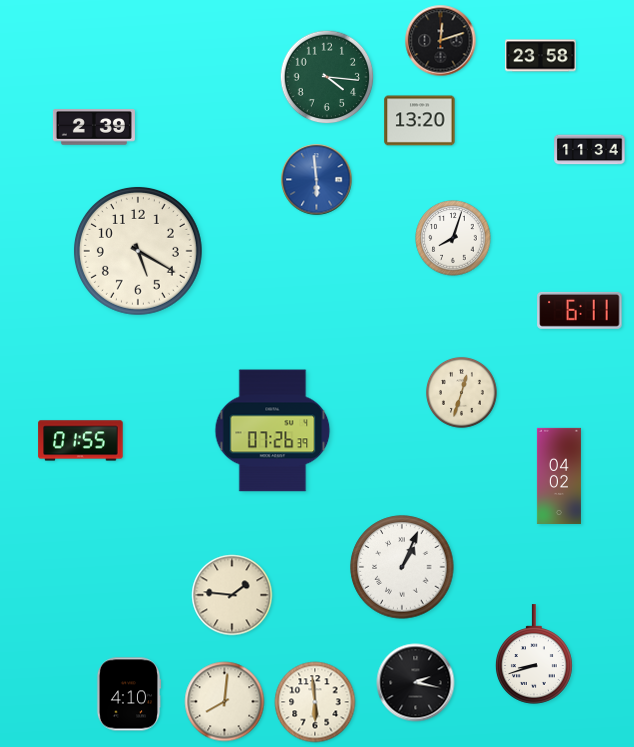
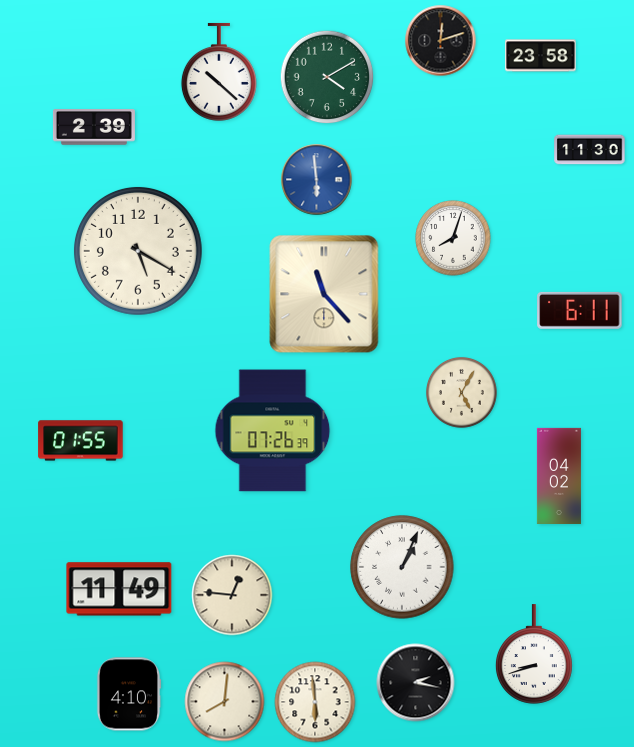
clock at (219, 72): none -> 10:22
clock at (327, 77): 4:16 -> 4:10
clock at (420, 121): 13:20 -> none
clock at (590, 150): 11:34 -> 11:30
clock at (324, 294): none -> 11:23
clock at (461, 392): 12:33 -> 5:05
clock at (119, 589): none -> 11:49
clock at (232, 595): 1:46 -> 12:46
